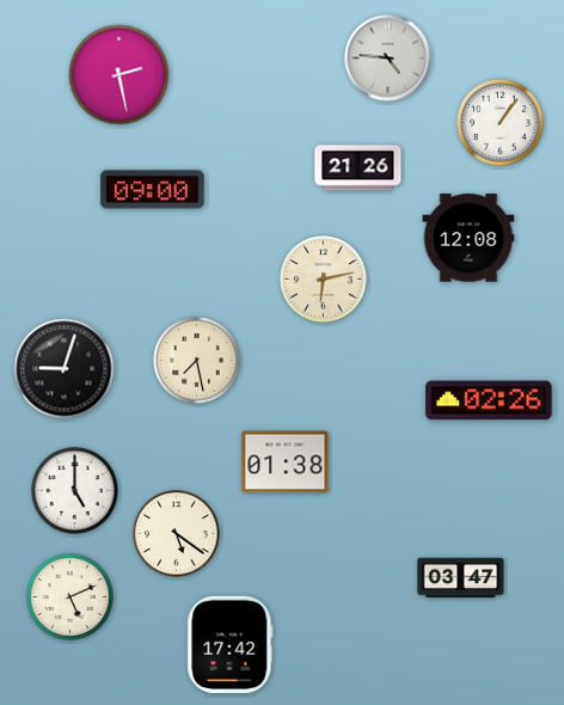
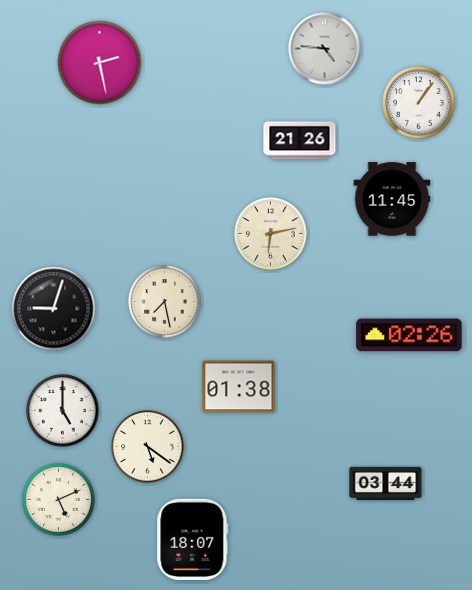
clock at (153, 190): 09:00 -> none
clock at (468, 238): 12:08 -> 11:45
clock at (461, 578): 03:47 -> 03:44
clock at (231, 644): 17:42 -> 18:07
